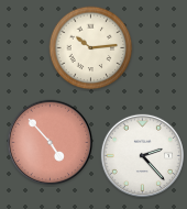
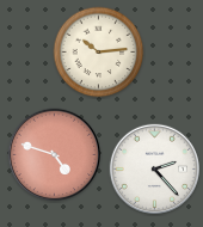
clock at (50, 142): 4:53 -> 4:48
